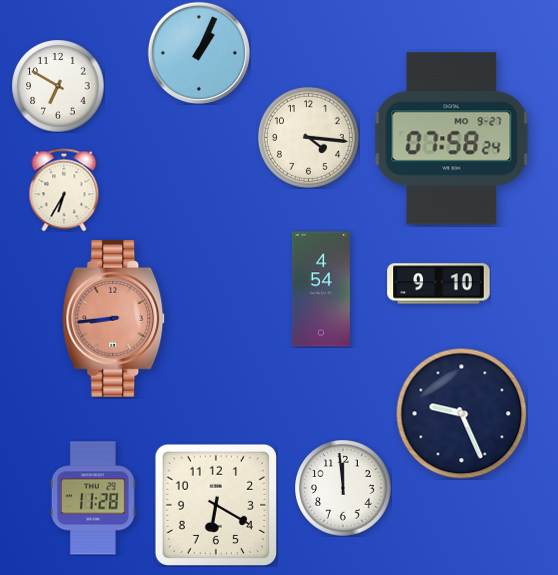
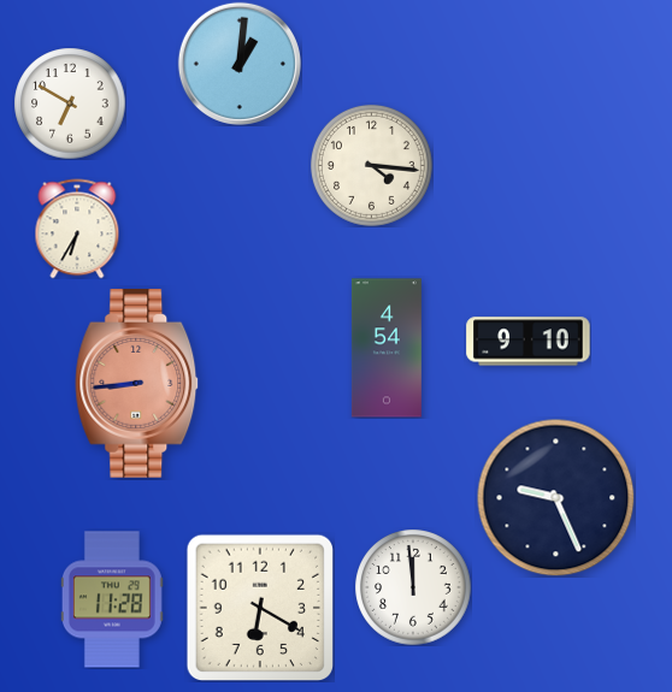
clock at (199, 53): 1:04 -> 1:01
clock at (452, 139): 07:58 -> none
